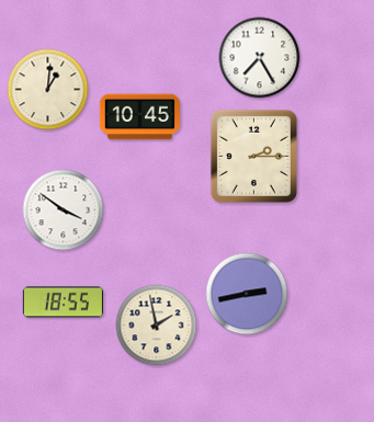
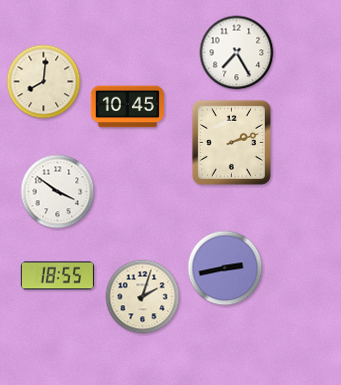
clock at (48, 90): 1:01 -> 8:01
clock at (253, 156): 2:15 -> 2:12
clock at (157, 326): 1:58 -> 2:03
